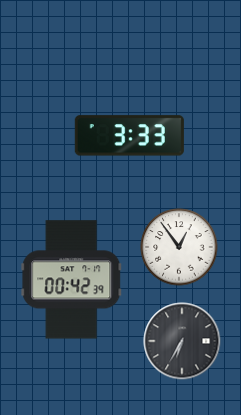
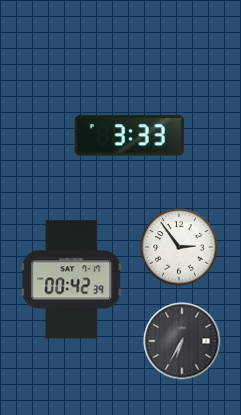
clock at (179, 247): 12:54 -> 2:54
